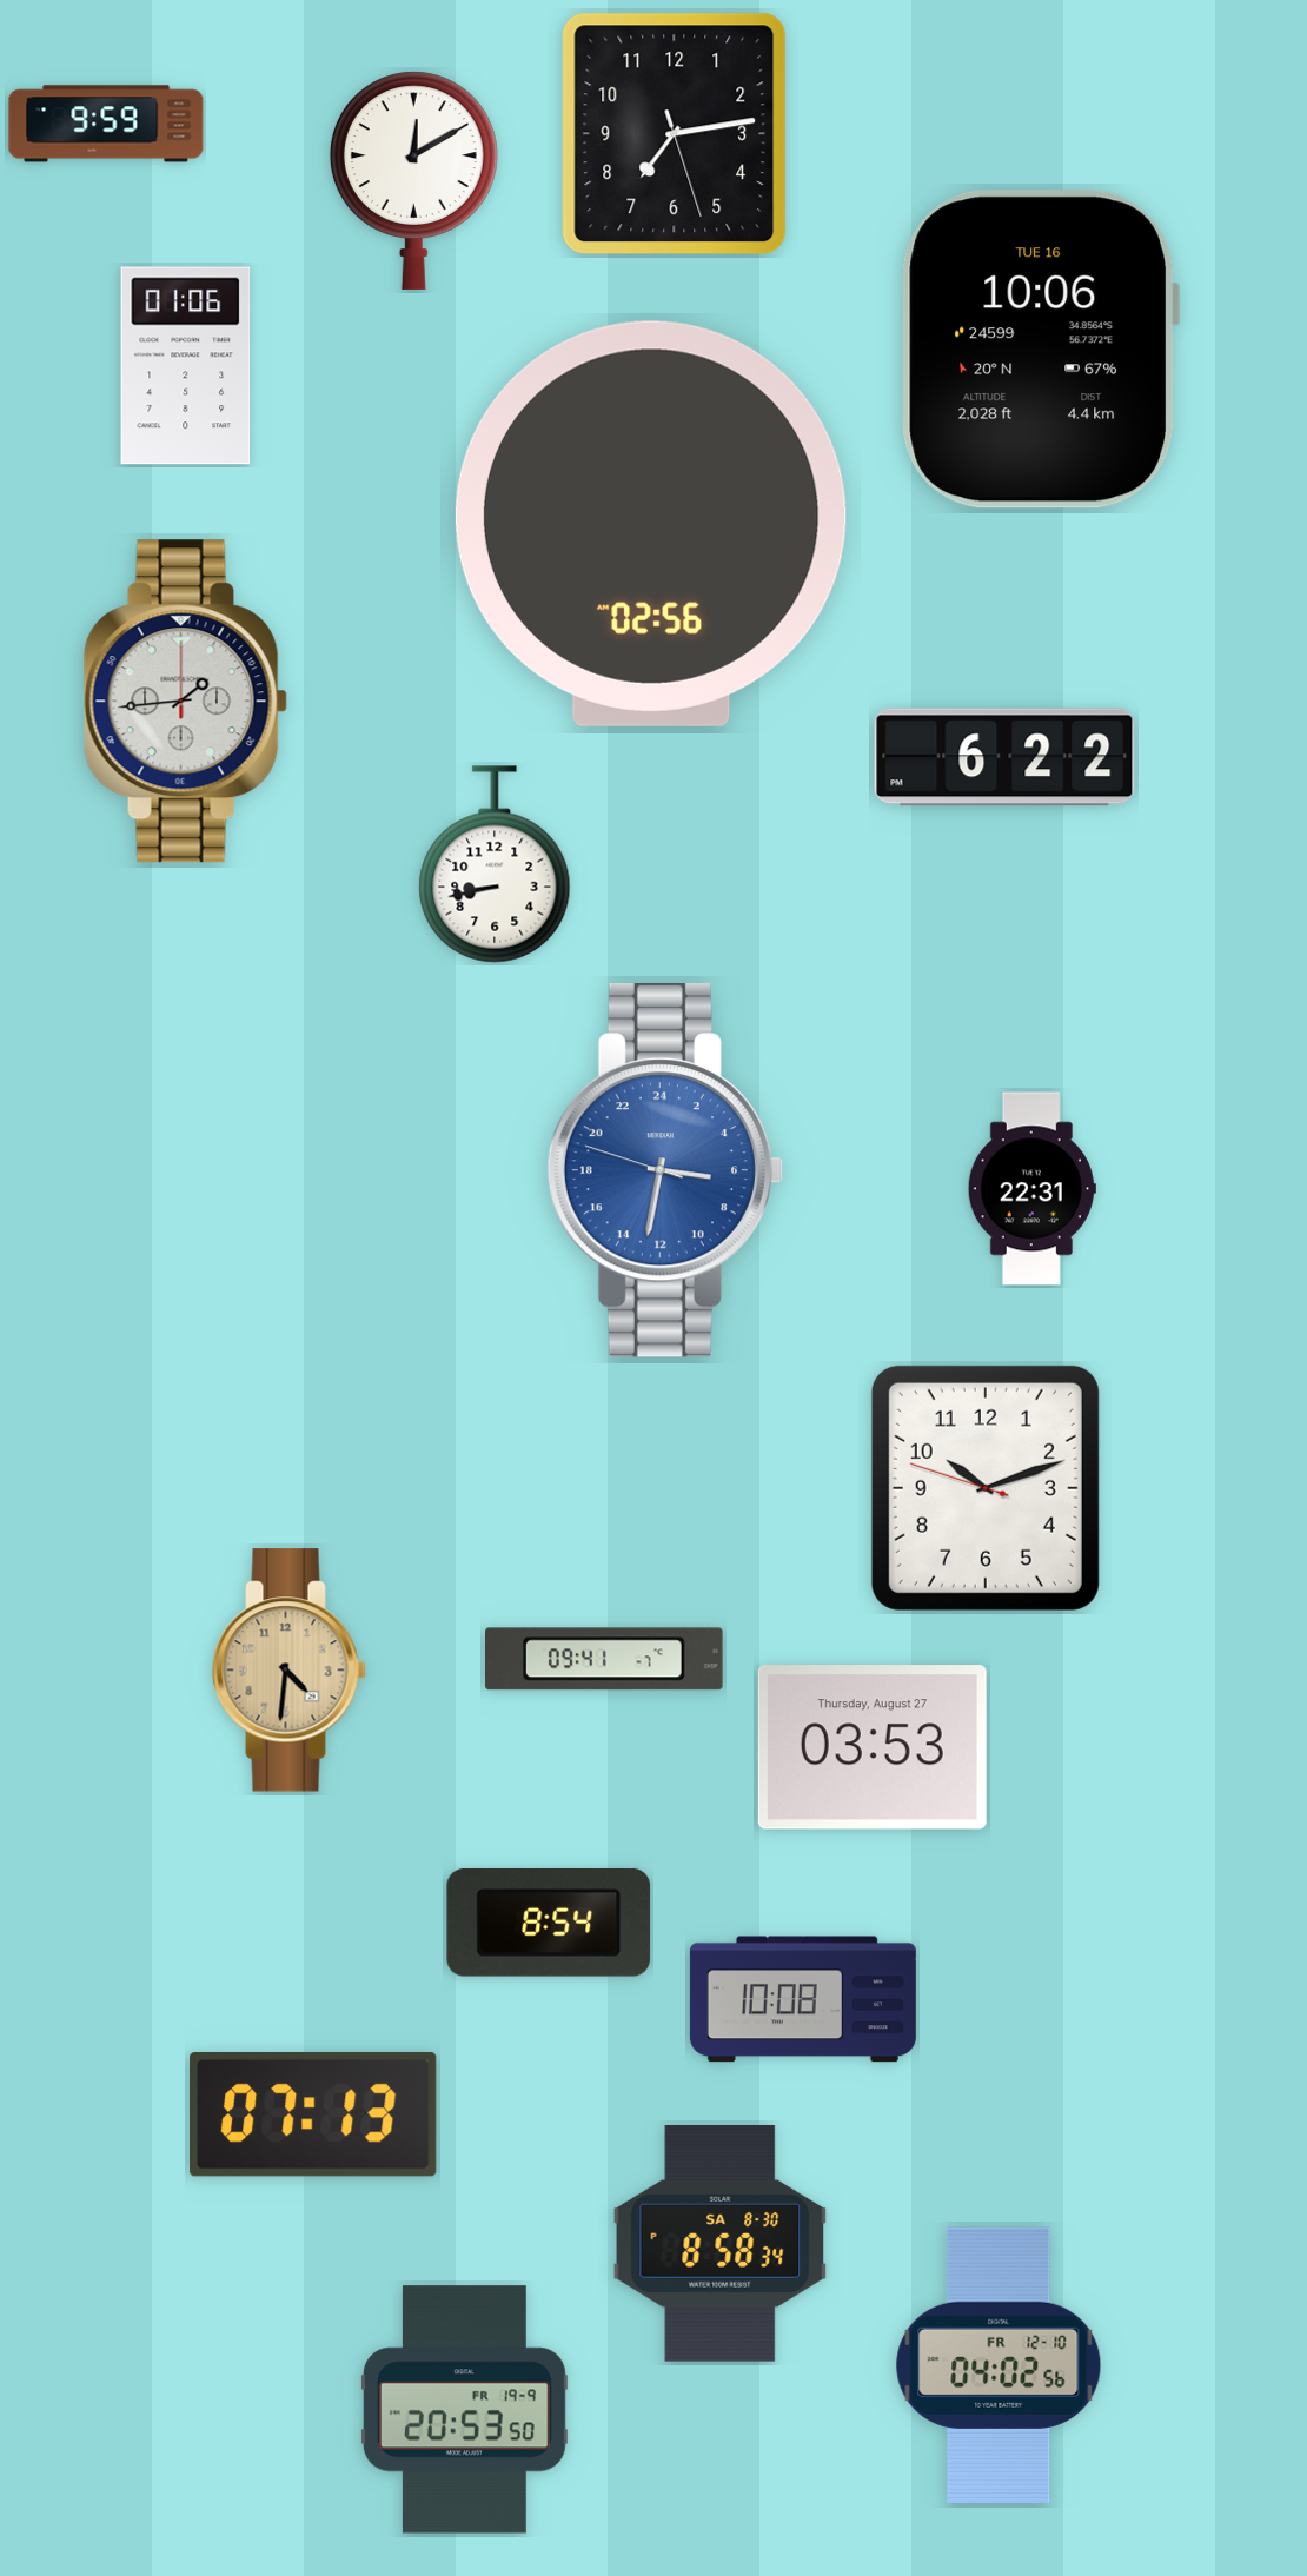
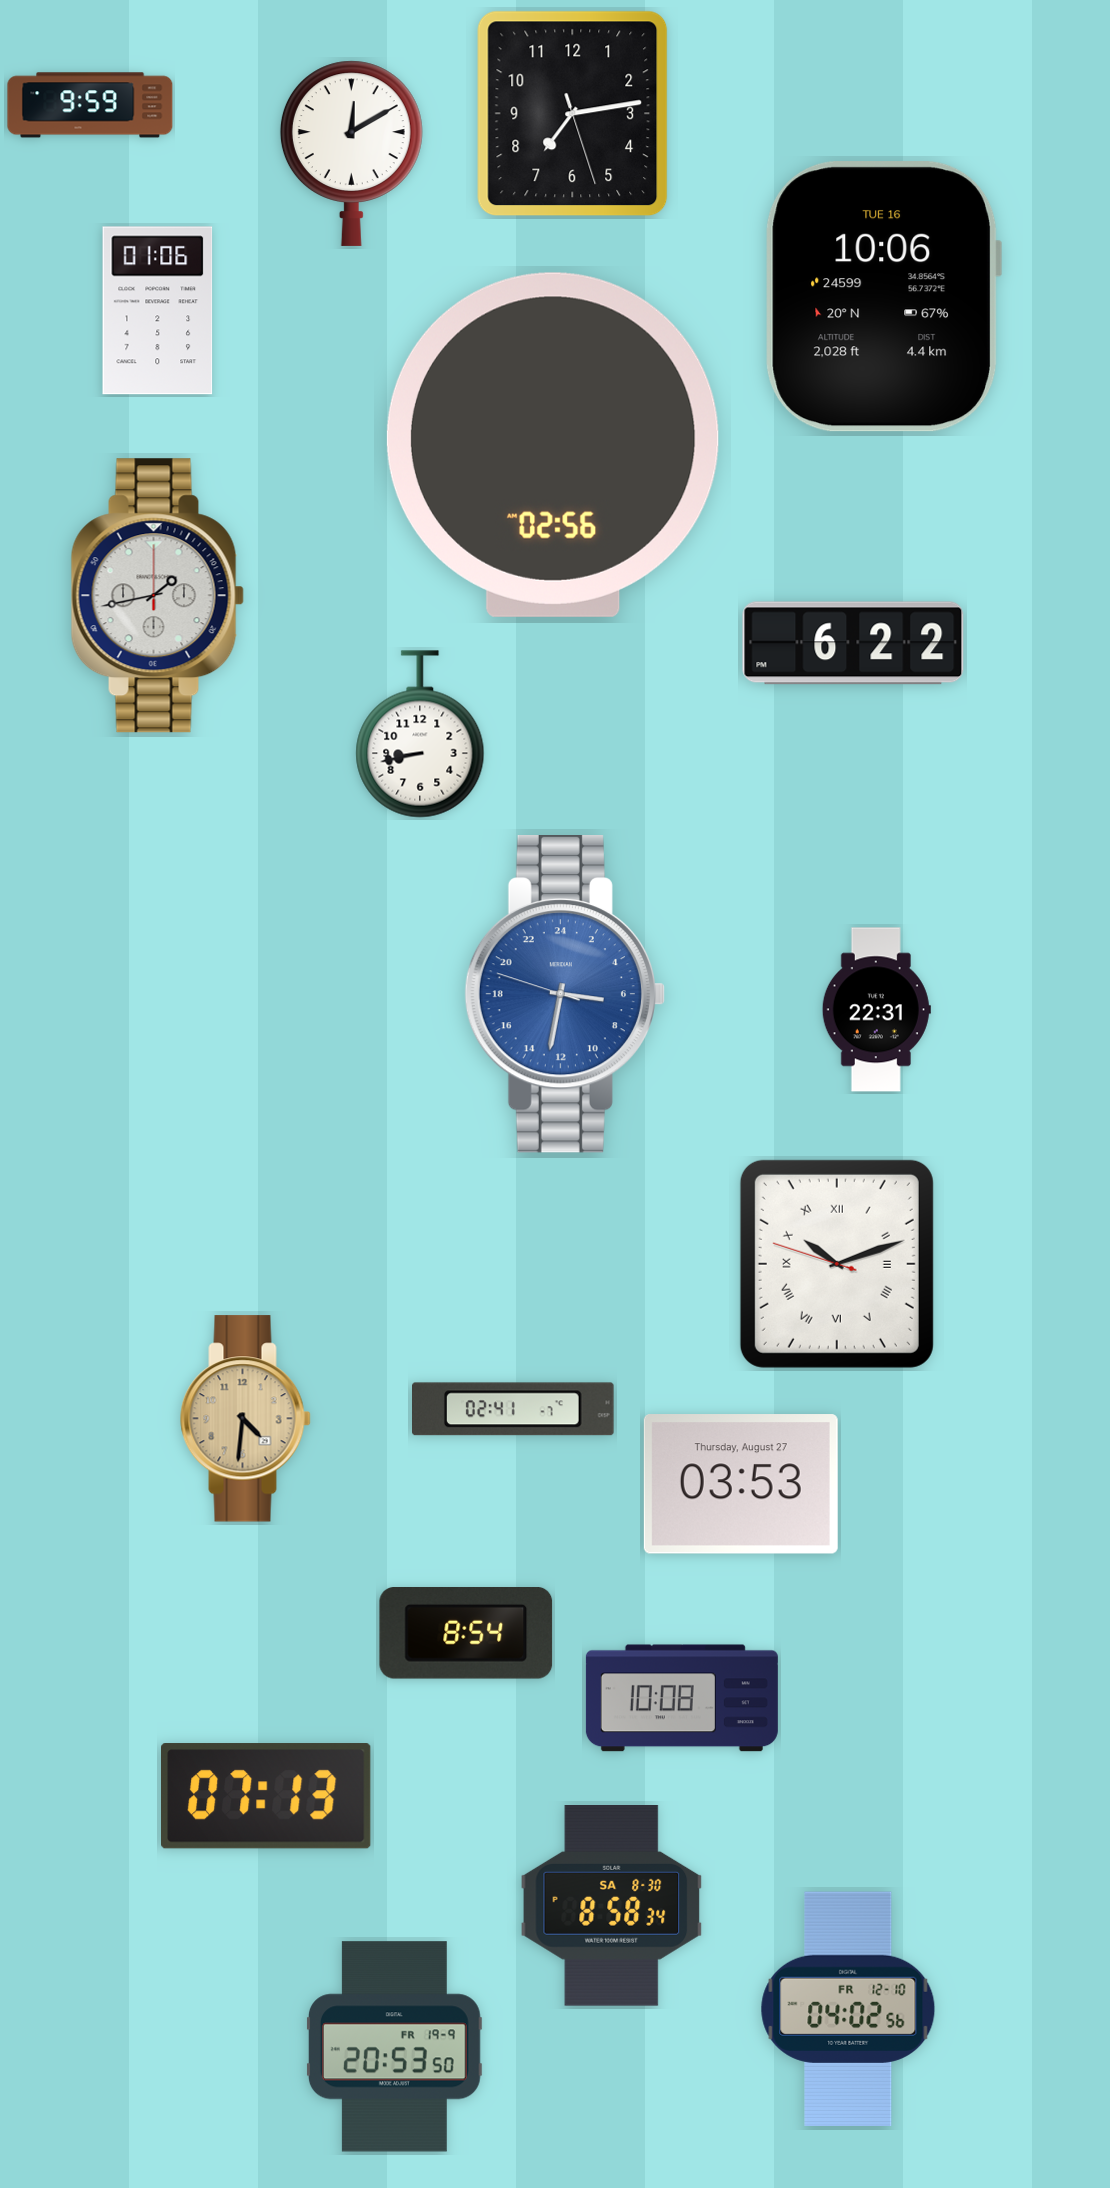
clock at (185, 702): 1:44 -> 1:43
clock at (986, 1488) numerals: Arabic -> Roman
clock at (605, 1659): 09:41 -> 02:41
